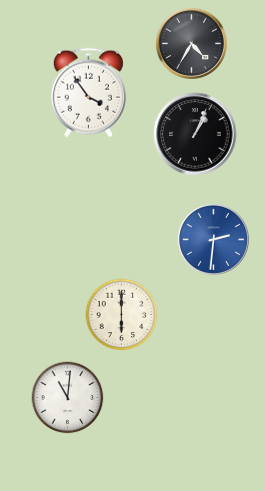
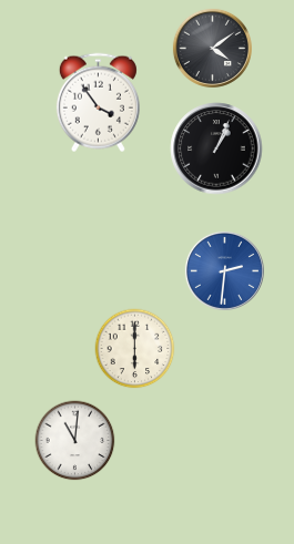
clock at (191, 43): 4:35 -> 4:09
clock at (213, 239) position: (213, 239) -> (224, 270)
